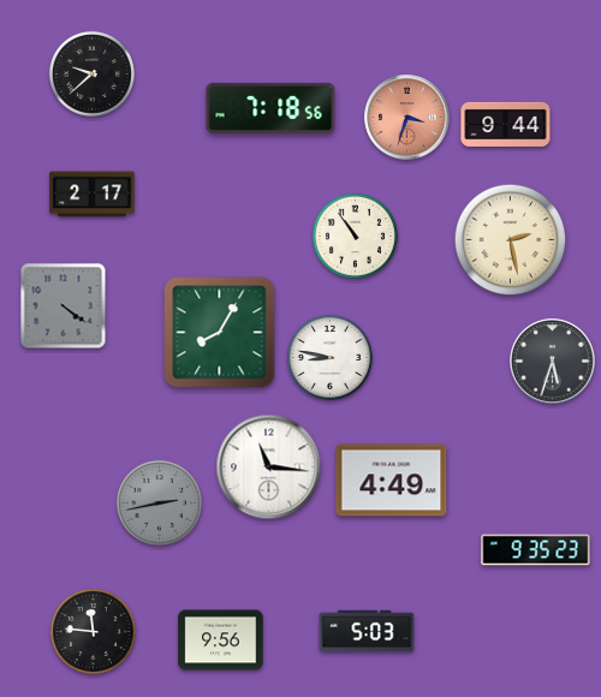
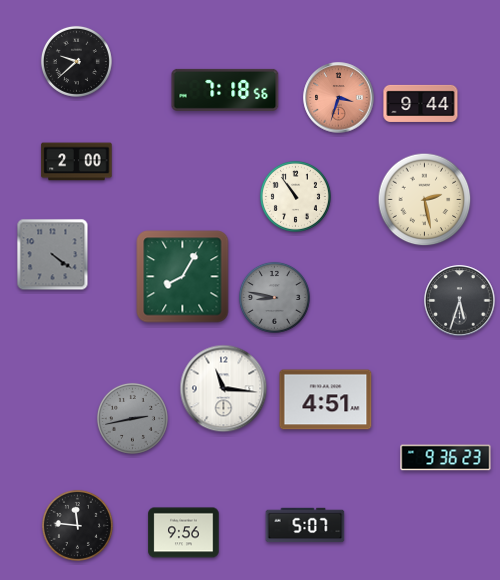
clock at (93, 195): 2:17 -> 2:00
clock at (329, 357) dial: white -> grey
clock at (392, 481): 4:49 -> 4:51
clock at (536, 550): 9:35 -> 9:36
clock at (367, 631): 5:03 -> 5:07
